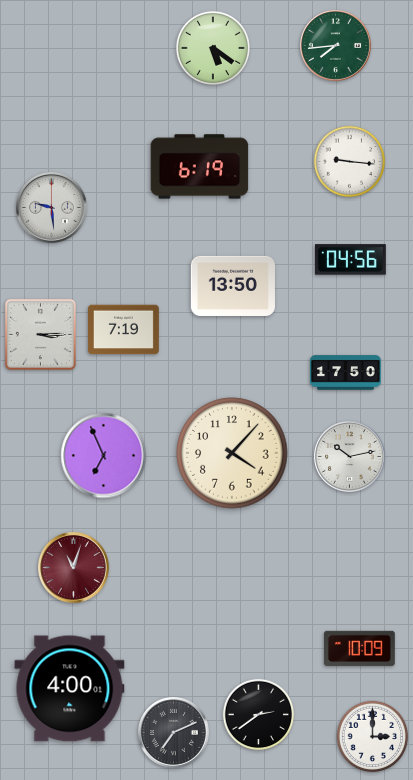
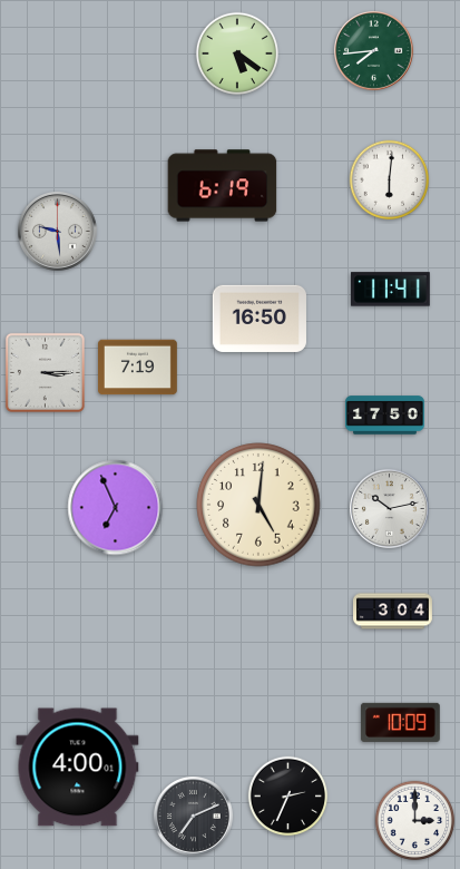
clock at (350, 162): 9:16 -> 6:01
clock at (350, 260): 04:56 -> 11:41
clock at (233, 286): 13:50 -> 16:50
clock at (232, 453): 4:07 -> 5:01
clock at (393, 612): none -> 3:04
clock at (74, 568): 11:03 -> none
clock at (259, 715): 2:39 -> 2:34
